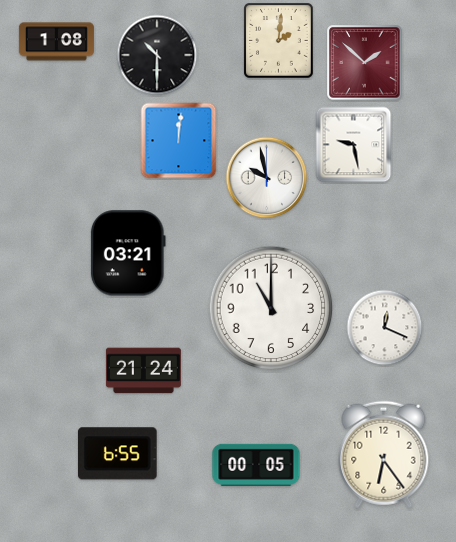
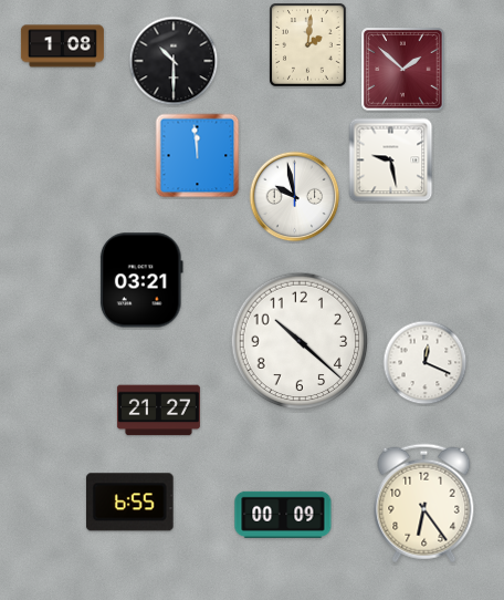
clock at (179, 141): 12:01 -> 11:59
clock at (271, 308): 11:00 -> 10:22
clock at (143, 371): 21:24 -> 21:27
clock at (256, 465): 00:05 -> 00:09
